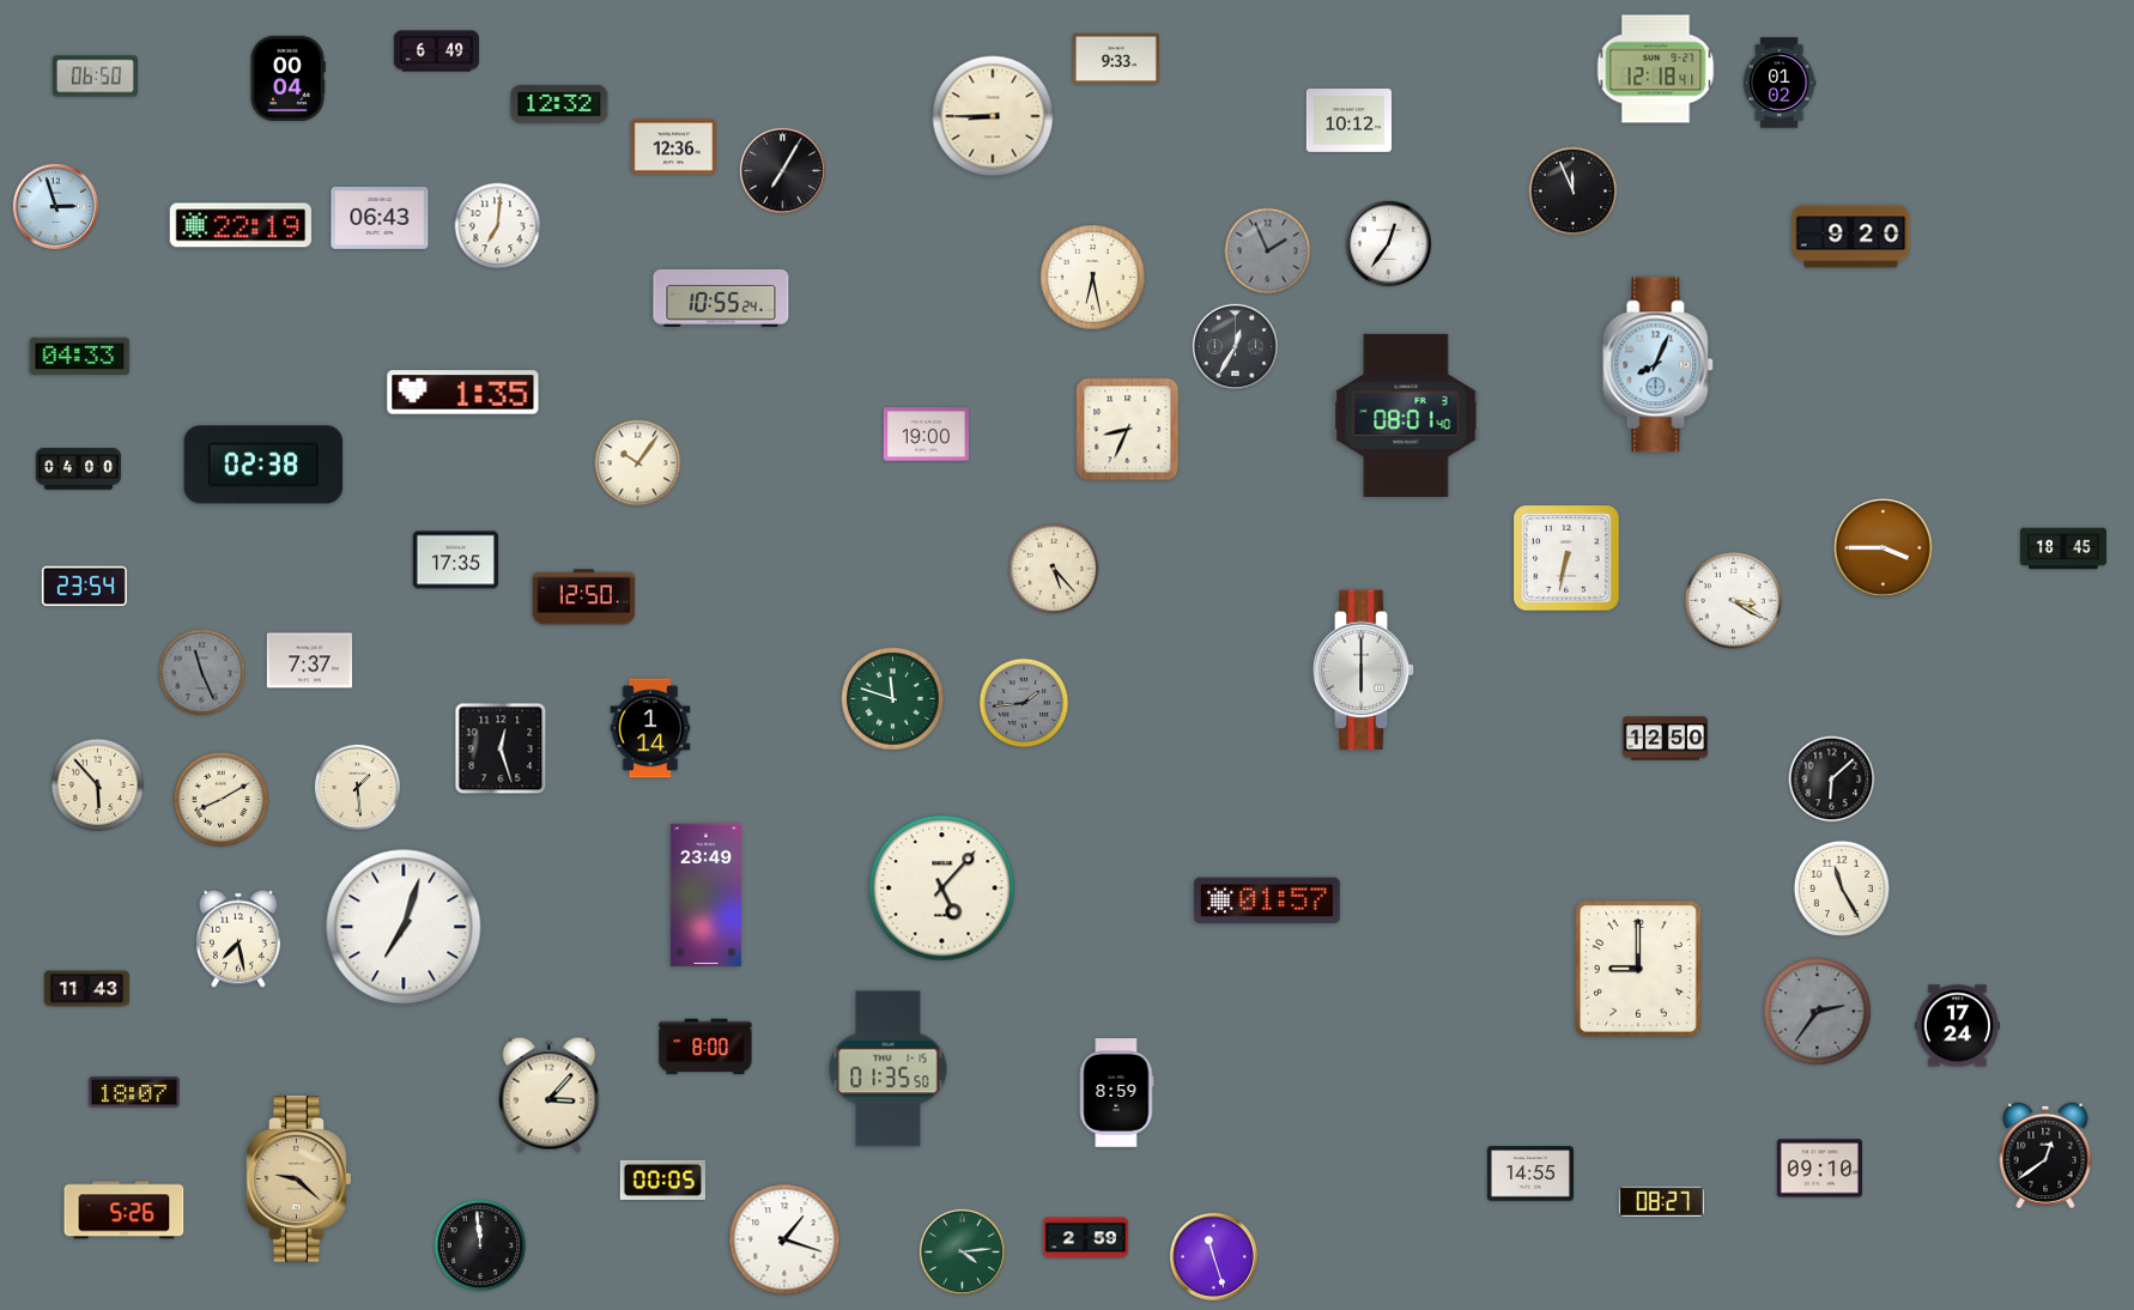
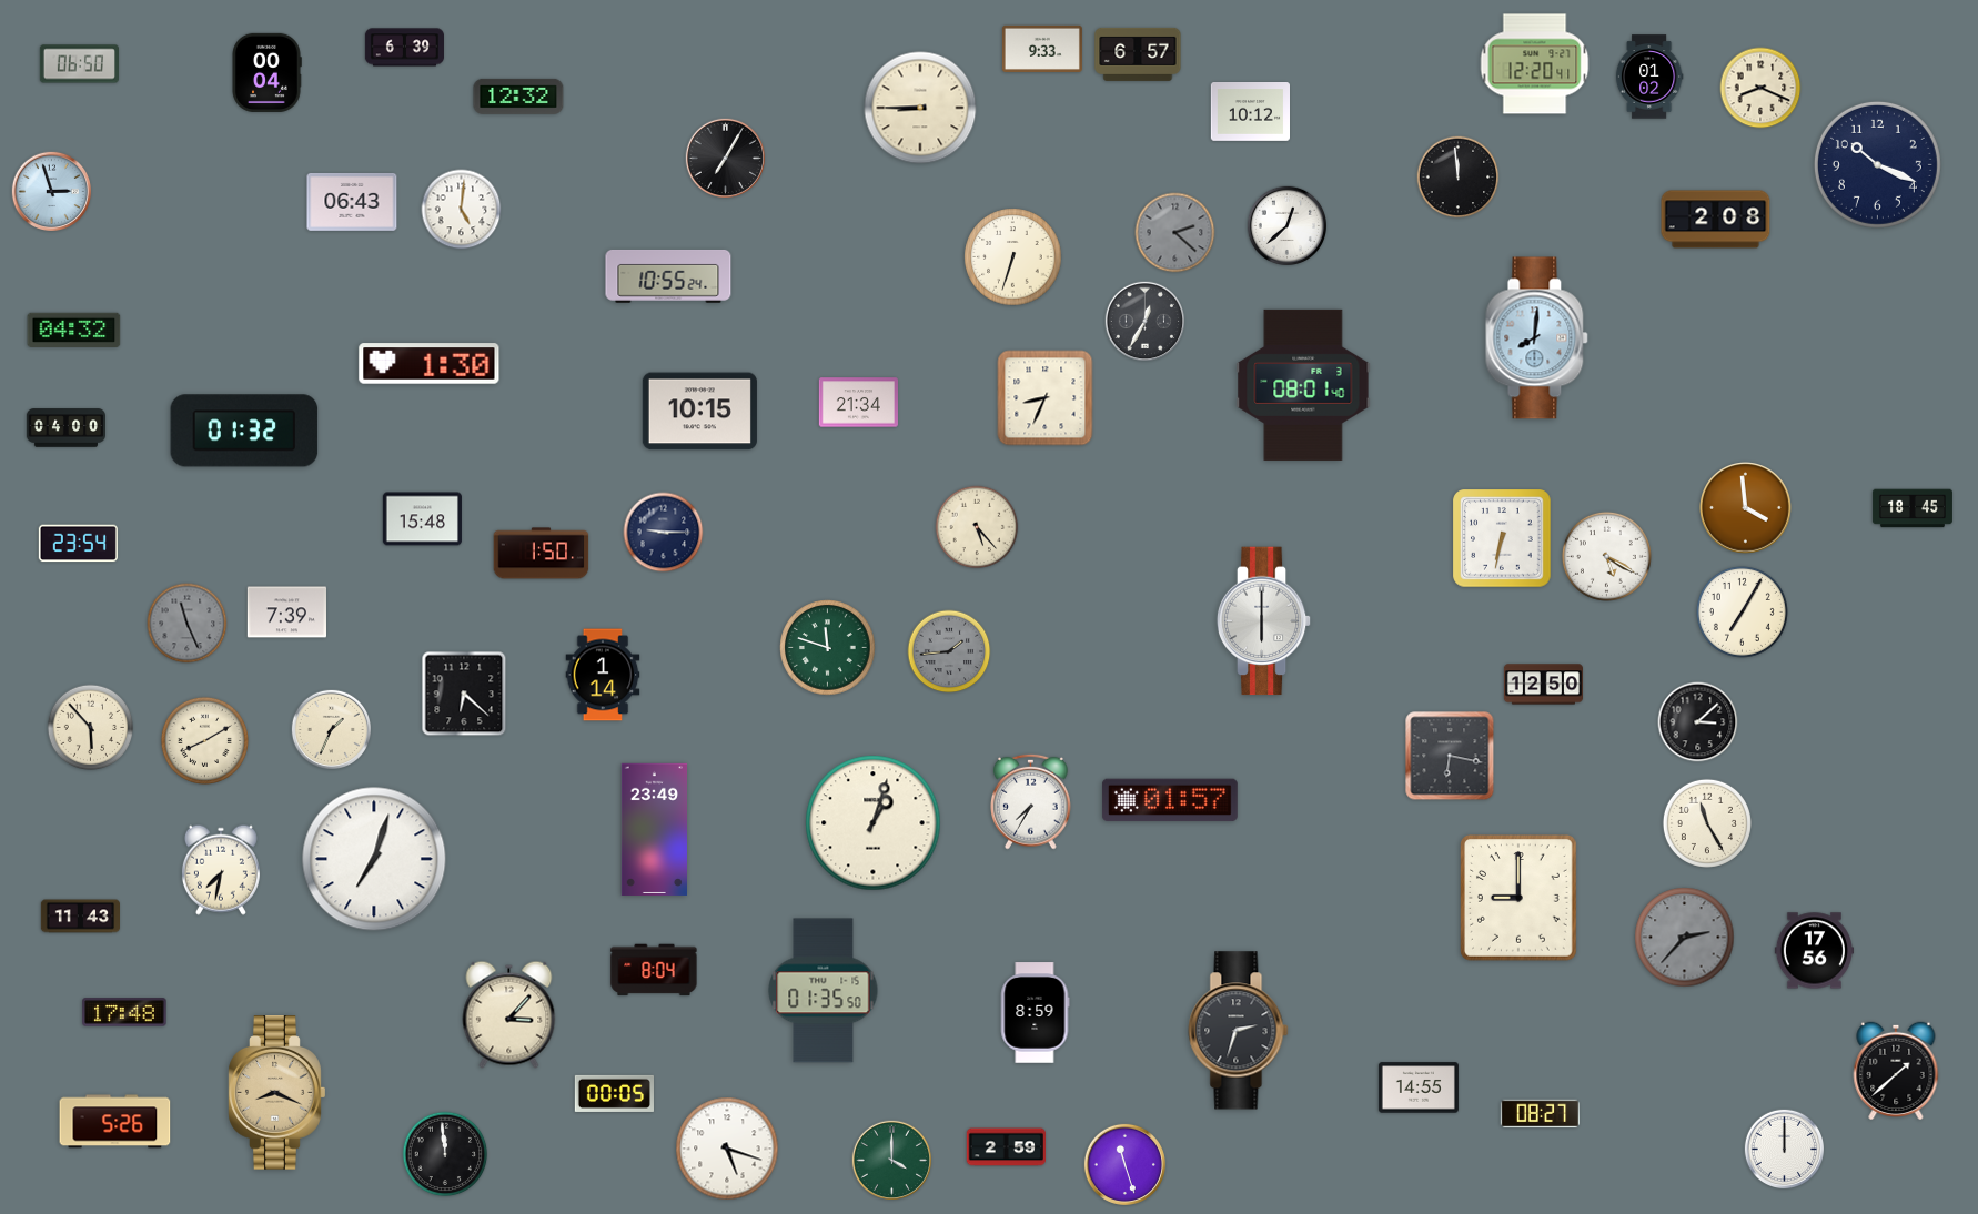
clock at (436, 51): 6:49 -> 6:39
clock at (1116, 59) position: (1116, 59) -> (1042, 49)
clock at (1138, 54): none -> 6:57
clock at (1656, 69): 12:18 -> 12:20
clock at (95, 77) position: (95, 77) -> (79, 64)
clock at (1760, 88): none -> 8:19
clock at (673, 147): 12:36 -> none
clock at (1877, 164): none -> 10:19
clock at (1574, 192): 11:56 -> 11:59
clock at (240, 225): 22:19 -> none
clock at (498, 226): 7:01 -> 5:01
clock at (1851, 237): 9:20 -> 2:08
clock at (1388, 243): 12:36 -> 12:38
clock at (1268, 251): 1:56 -> 2:22
clock at (1093, 278): 6:28 -> 6:33
clock at (80, 357): 04:33 -> 04:32
clock at (1659, 365): 8:04 -> 8:01
clock at (463, 393): 1:35 -> 1:30
clock at (926, 435): 19:00 -> 21:34
clock at (699, 412): none -> 10:15
clock at (638, 463): 10:06 -> none
clock at (263, 465): 02:38 -> 01:32
clock at (78, 469) position: (78, 469) -> (65, 428)
clock at (1884, 548): 3:45 -> 3:59
clock at (1566, 558) position: (1566, 558) -> (1502, 538)
clock at (455, 560): 17:35 -> 15:48
clock at (664, 533): none -> 9:15
clock at (584, 598): 12:50 -> 1:50
clock at (1733, 600): 3:20 -> 5:20
clock at (1742, 611): none -> 7:05
clock at (309, 661): 7:37 -> 7:39
clock at (501, 748): 12:27 -> 6:22
clock at (1832, 780): 6:08 -> 3:08
clock at (357, 787): 1:29 -> 1:34
clock at (1450, 756): none -> 6:17
clock at (1031, 801): none -> 7:35
clock at (942, 889): 5:07 -> 1:03
clock at (1267, 900) position: (1267, 900) -> (1170, 800)
clock at (238, 939): 7:28 -> 7:32
clock at (1818, 1012): 2:36 -> 2:37
clock at (1957, 1026): 17:24 -> 17:56
clock at (705, 1047): 8:00 -> 8:04
clock at (134, 1092): 18:07 -> 17:48
clock at (1239, 1031): none -> 2:33
clock at (2045, 1154): 12:39 -> 1:38
clock at (1819, 1169): 09:10 -> none
clock at (299, 1179): 9:22 -> 8:19
clock at (784, 1239): 1:18 -> 5:18
clock at (1784, 1149): none -> 12:00
clock at (962, 1251): 4:14 -> 4:00
